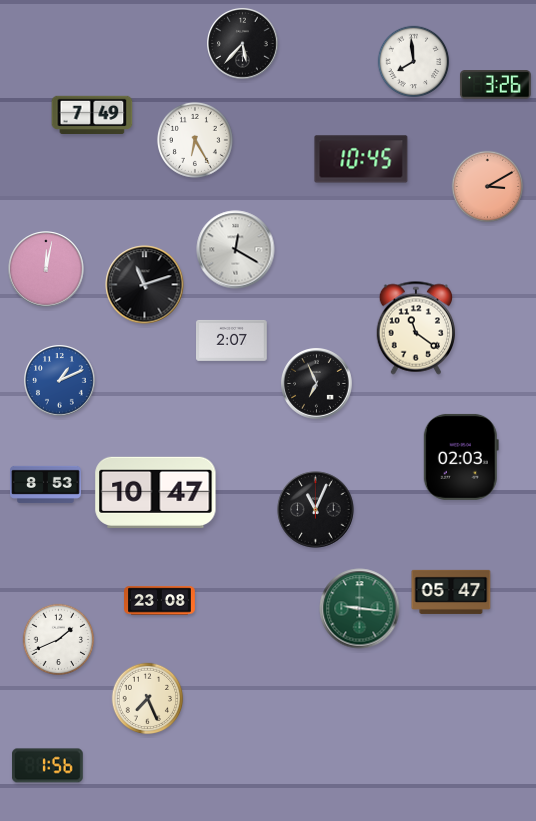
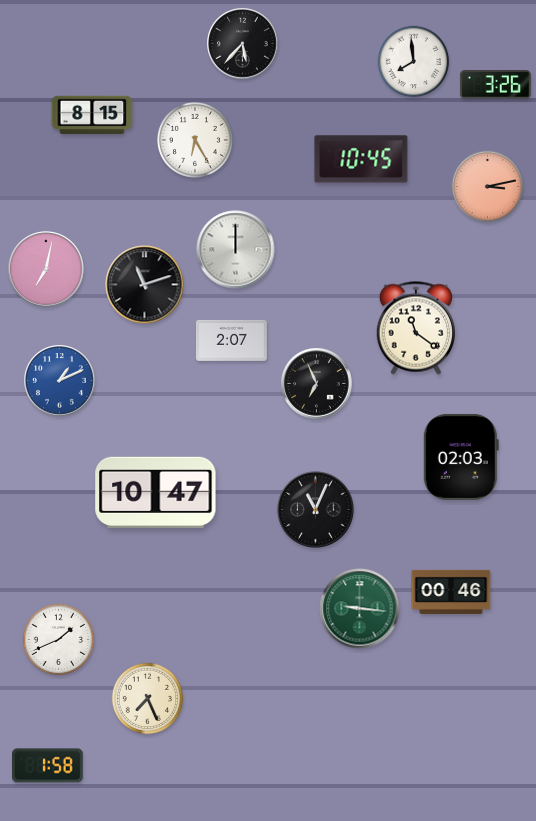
clock at (92, 114): 7:49 -> 8:15
clock at (488, 187): 3:10 -> 3:13
clock at (236, 250): 12:20 -> 12:00
clock at (46, 269): 12:02 -> 7:02
clock at (46, 484): 8:53 -> none
clock at (451, 592): 05:47 -> 00:46
clock at (160, 601): 23:08 -> none
clock at (48, 766): 1:56 -> 1:58
